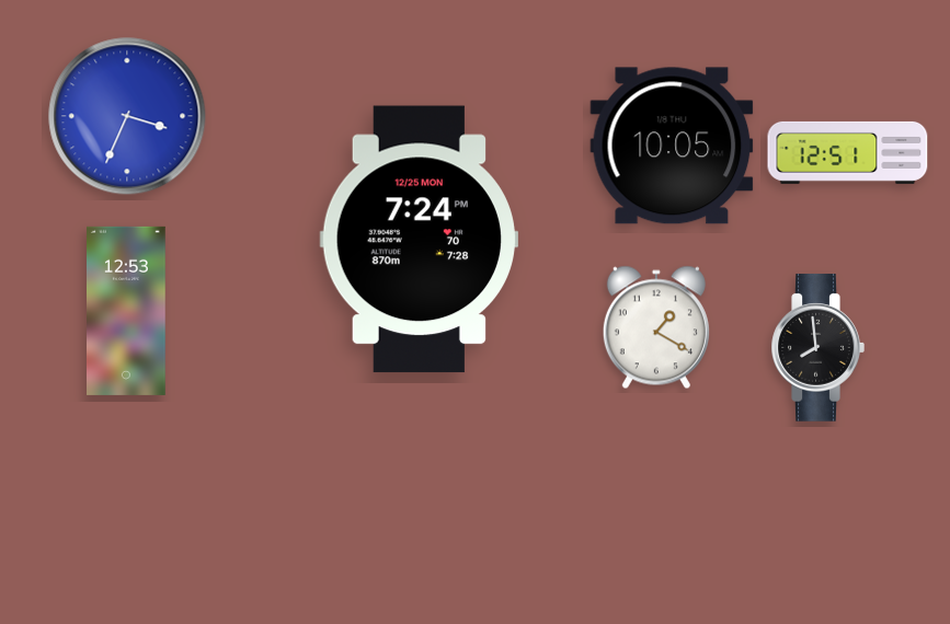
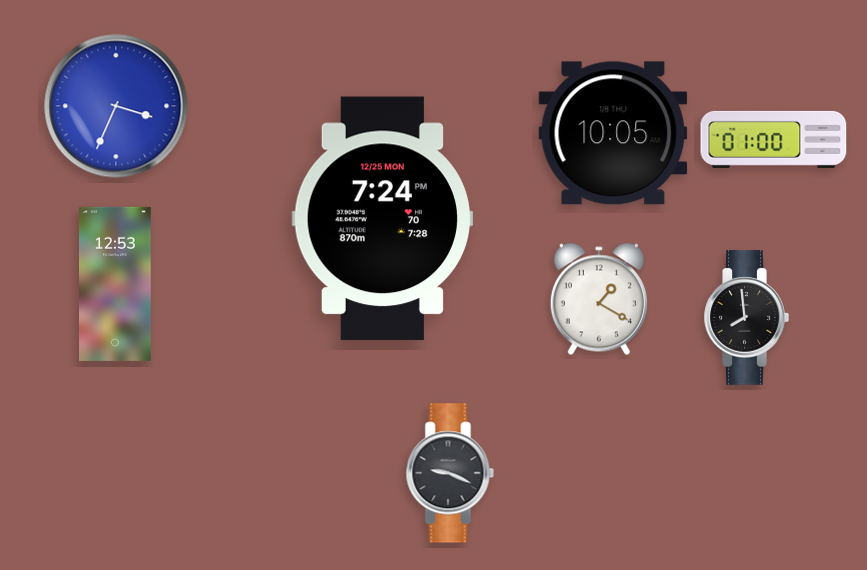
clock at (848, 152): 12:51 -> 01:00
clock at (450, 473): none -> 9:19
